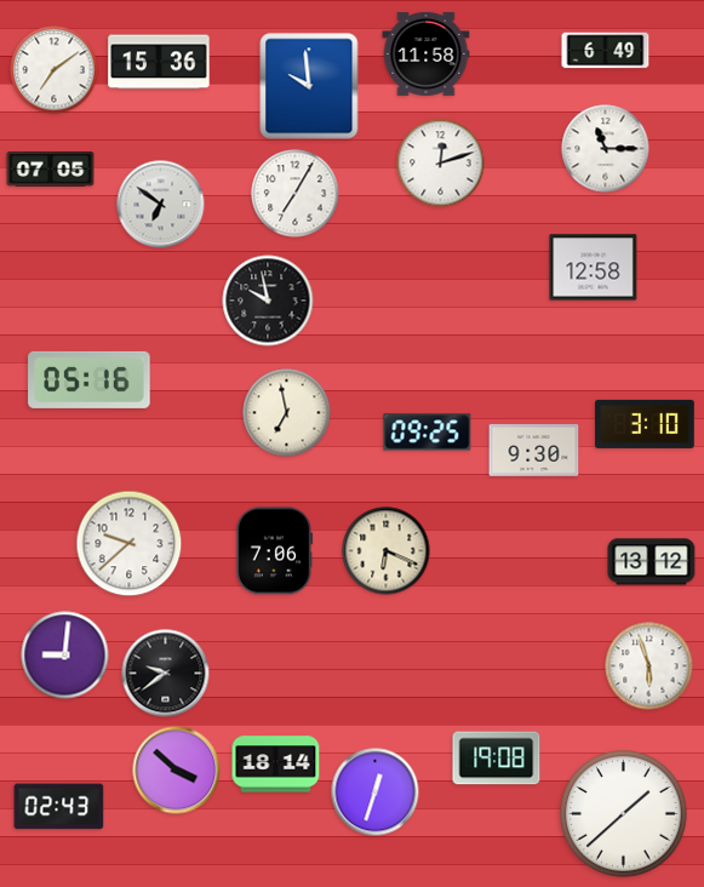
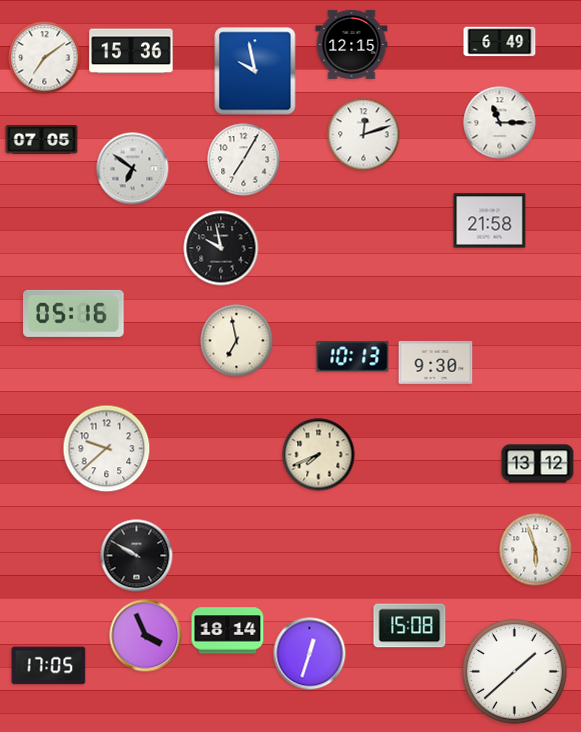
clock at (427, 53): 11:58 -> 12:15
clock at (309, 86): 9:59 -> 9:58
clock at (594, 268): 12:58 -> 21:58
clock at (645, 424): 3:10 -> none
clock at (428, 433): 09:25 -> 10:13
clock at (534, 450) position: (534, 450) -> (436, 362)
clock at (275, 551): 7:06 -> none
clock at (387, 551): 6:19 -> 7:41
clock at (65, 656): 9:01 -> none
clock at (166, 674): 9:39 -> 9:50
clock at (497, 759): 19:08 -> 15:08
clock at (177, 771): 3:52 -> 3:56
clock at (59, 807): 02:43 -> 17:05
